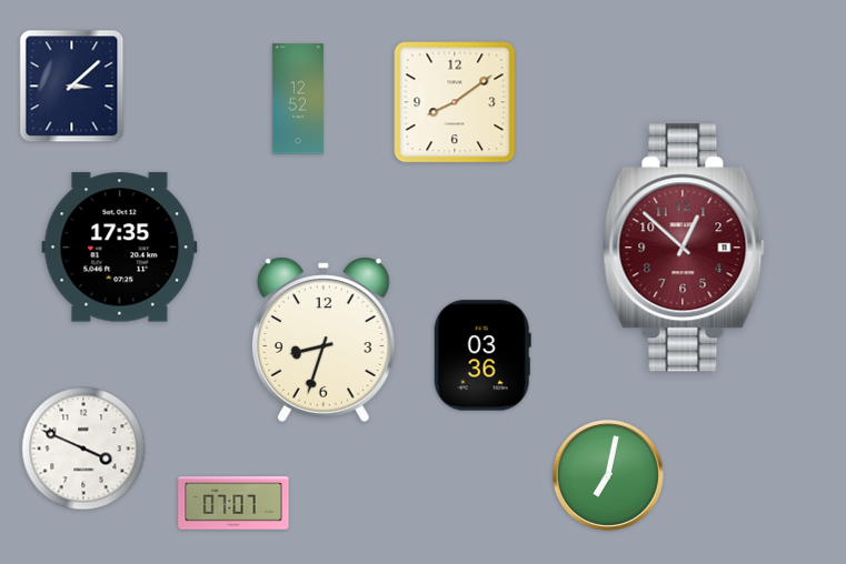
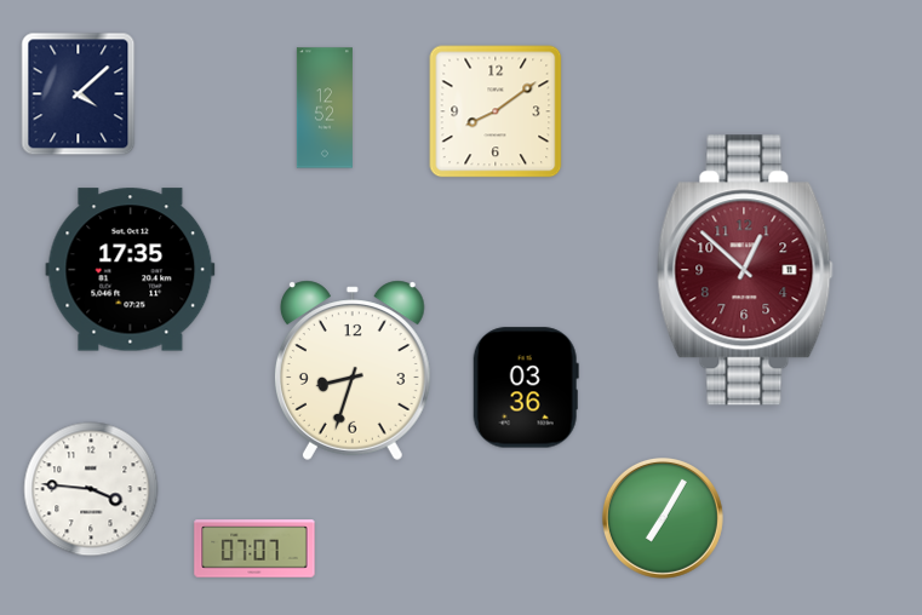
clock at (72, 87): 3:08 -> 4:08
clock at (83, 449): 3:49 -> 3:46
clock at (608, 475): 7:02 -> 7:05
